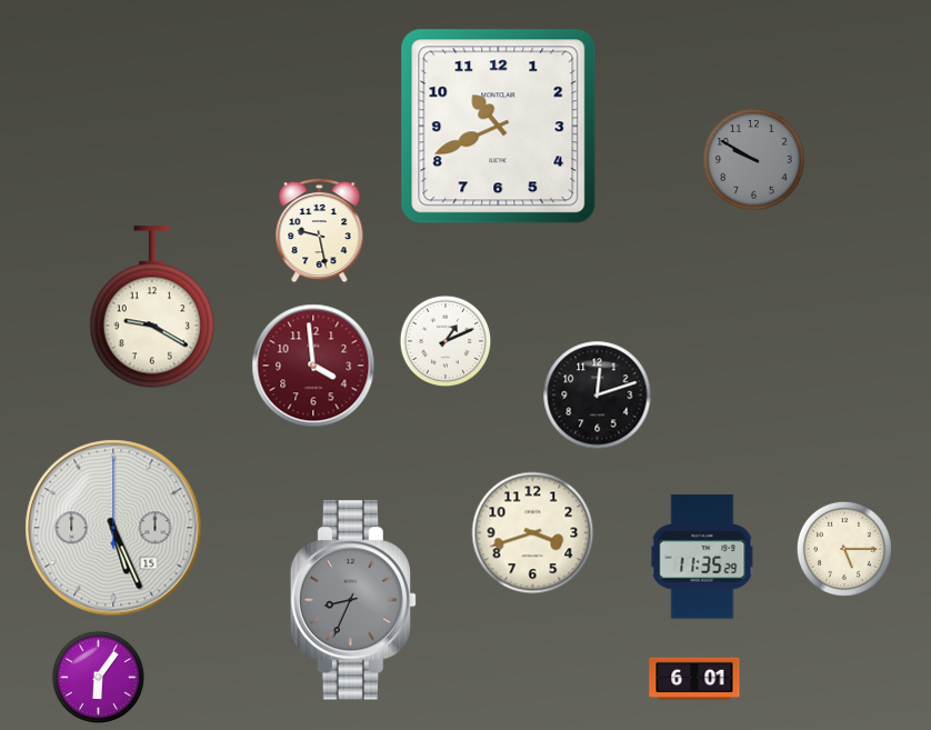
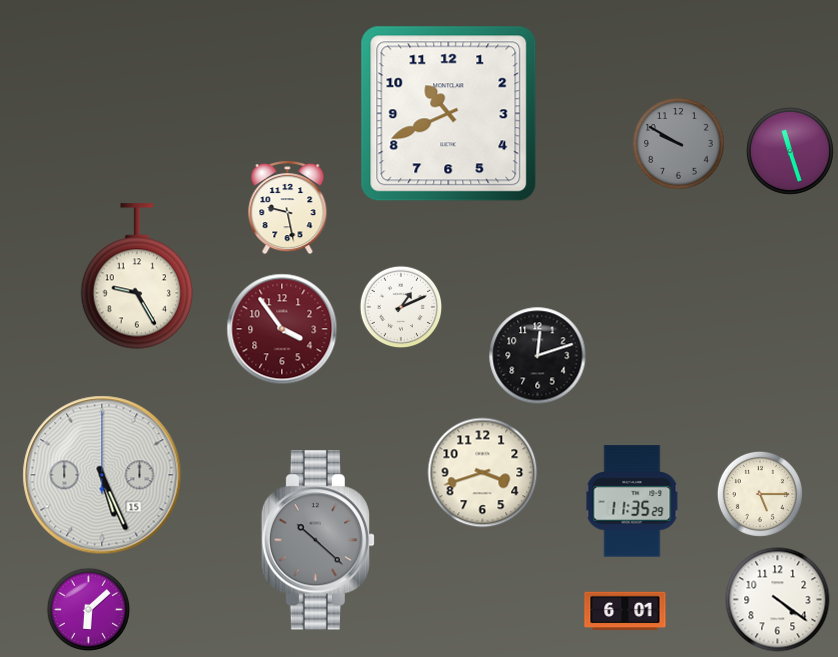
clock at (790, 151): none -> 11:27
clock at (152, 307): 9:20 -> 9:25
clock at (313, 366): 3:59 -> 3:54
clock at (533, 533) position: (533, 533) -> (483, 473)
clock at (352, 600): 8:34 -> 10:22
clock at (778, 600): none -> 4:21
clock at (98, 677): 6:06 -> 6:08
